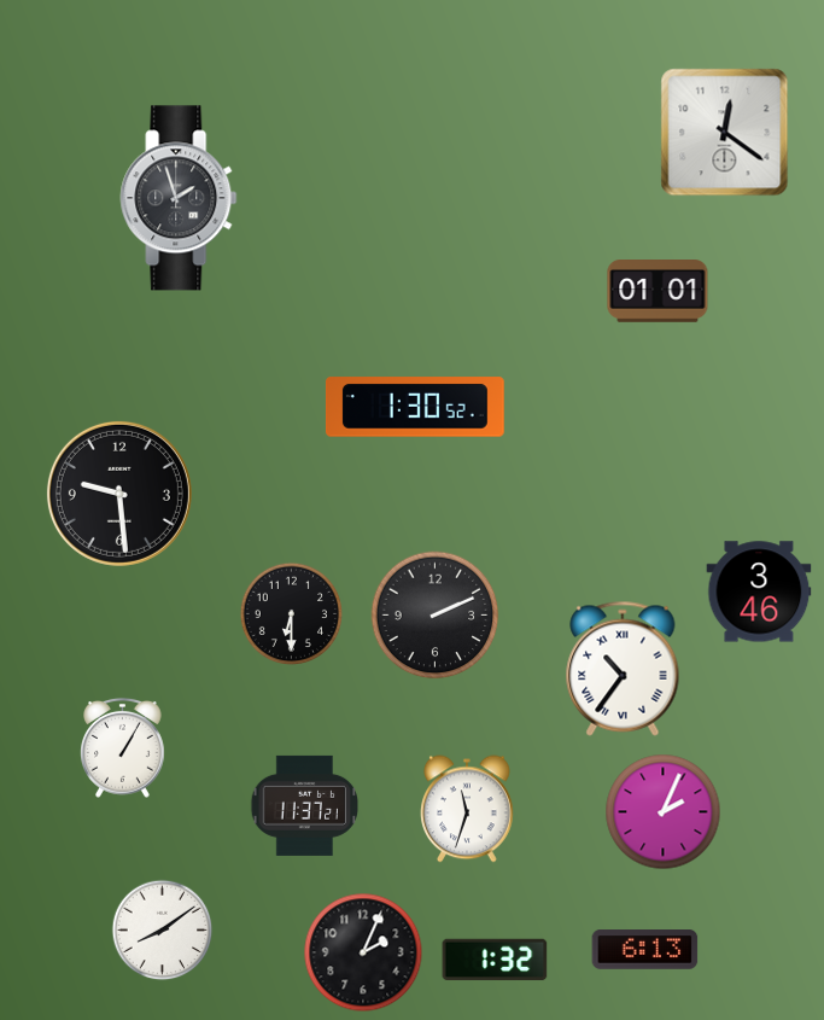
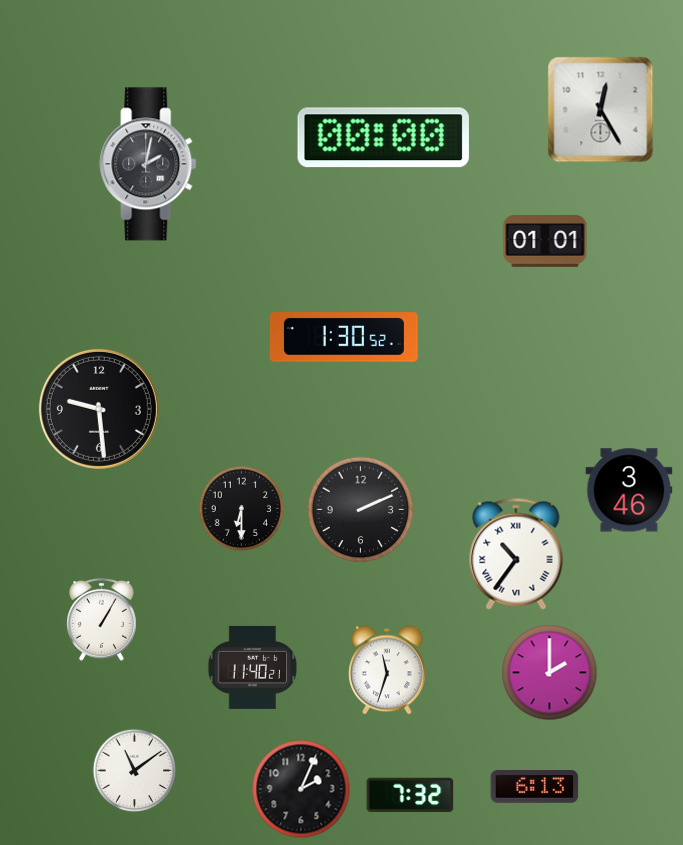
clock at (725, 133): 12:21 -> 12:25
clock at (383, 138): none -> 00:00
clock at (179, 198): 1:57 -> 2:02
clock at (305, 805): 11:37 -> 11:40
clock at (664, 812): 2:04 -> 2:00
clock at (163, 931): 8:09 -> 11:09
clock at (495, 960): 1:32 -> 7:32
